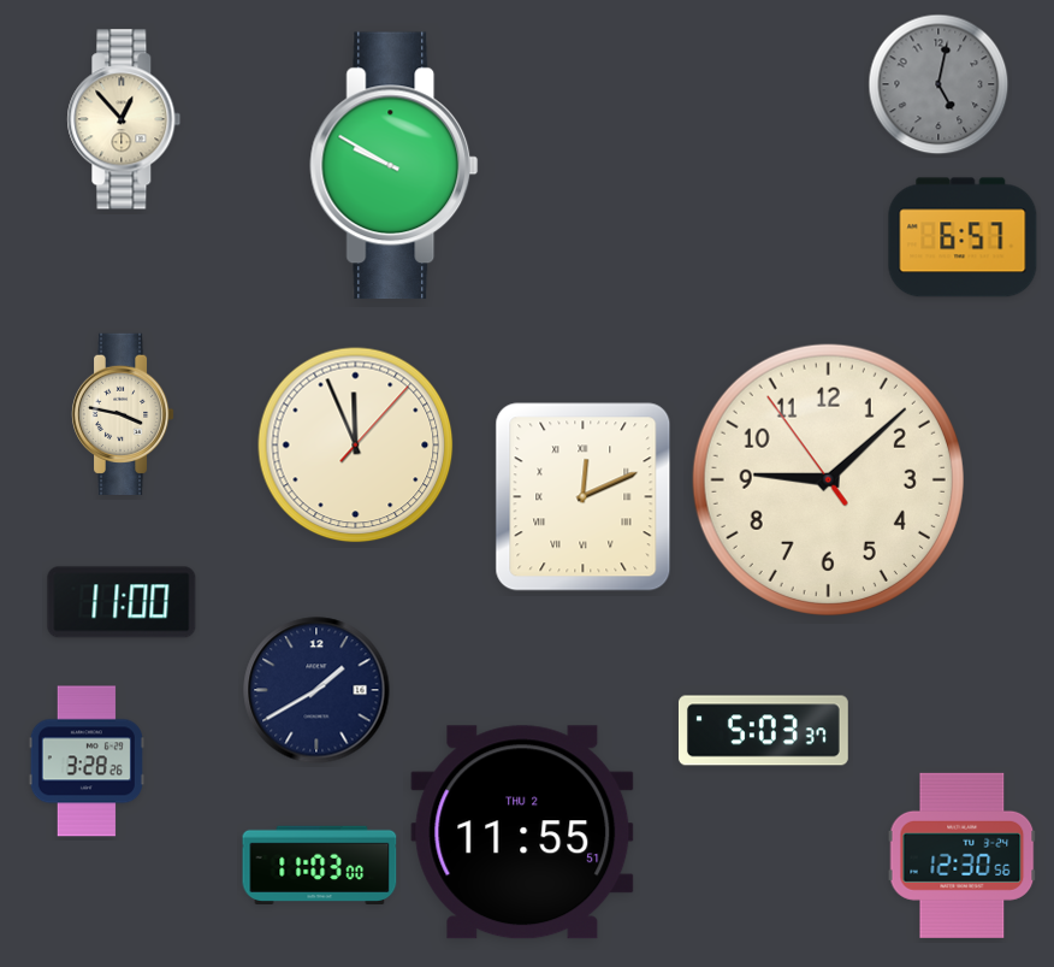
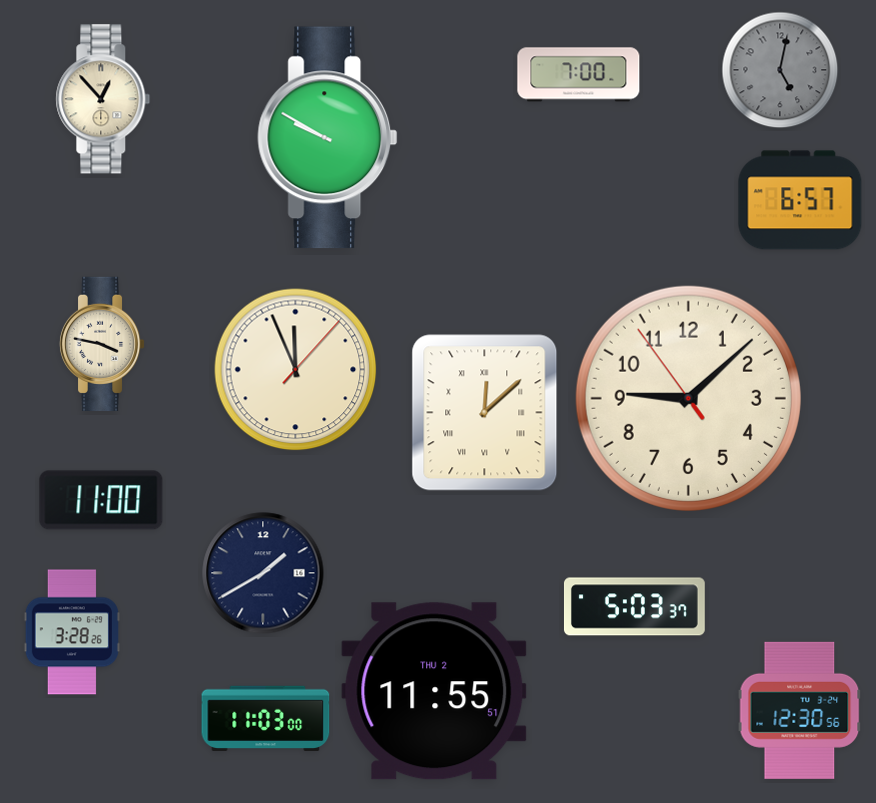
clock at (579, 75): none -> 7:00
clock at (963, 237) position: (963, 237) -> (800, 200)
clock at (584, 497): 12:11 -> 12:08
